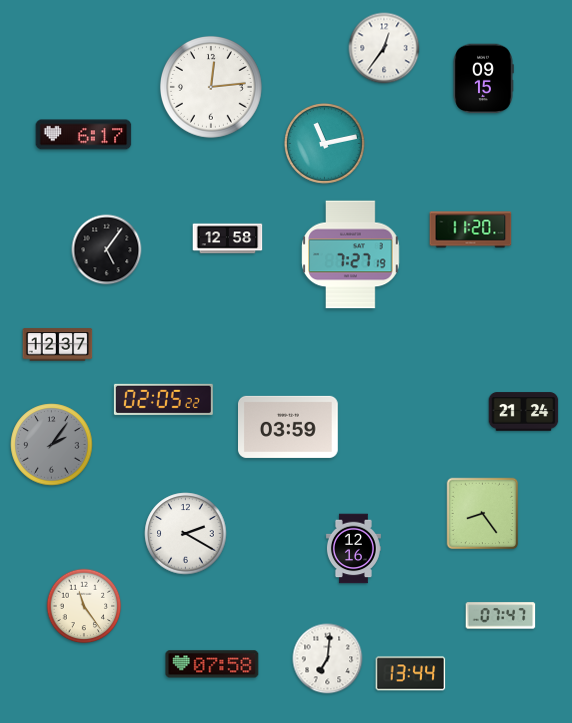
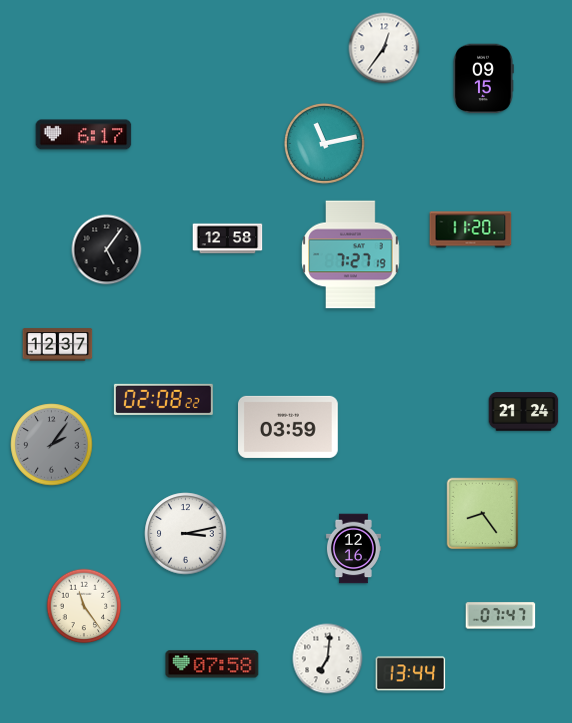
clock at (211, 87): 12:14 -> none
clock at (163, 399): 02:05 -> 02:08
clock at (186, 534): 2:20 -> 3:13
